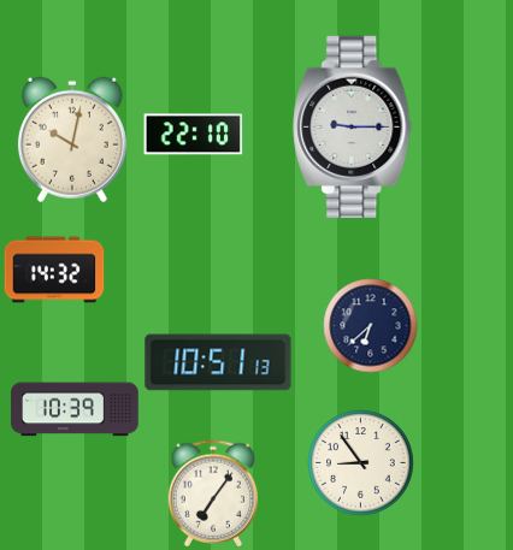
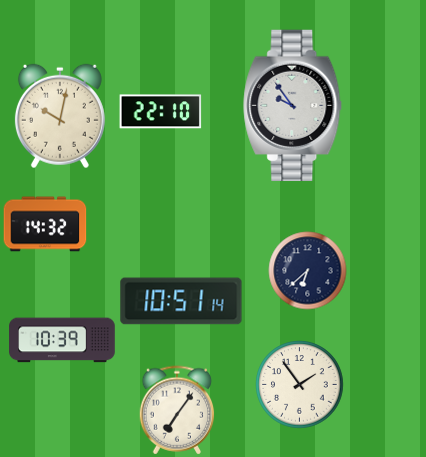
clock at (353, 126): 9:15 -> 9:54
clock at (218, 362): 10:51:13 -> 10:51:14
clock at (360, 462): 8:54 -> 1:54
